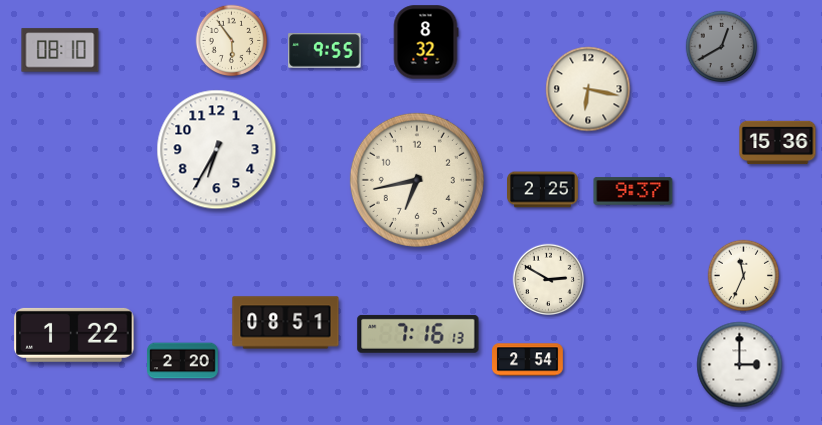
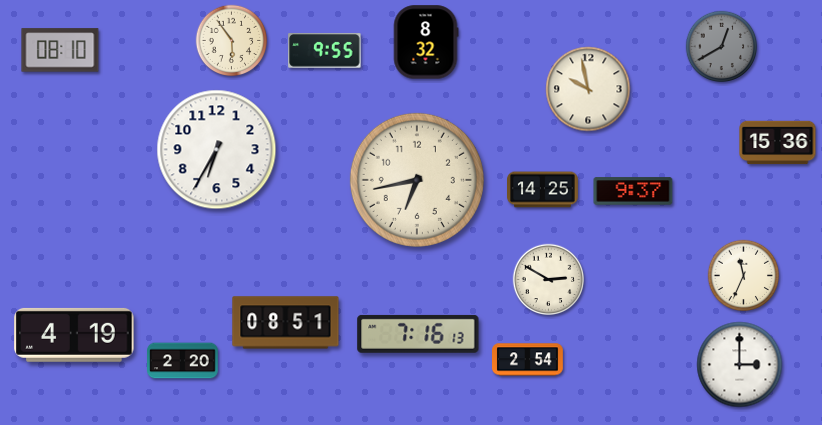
clock at (588, 89): 6:17 -> 9:58
clock at (543, 190): 2:25 -> 14:25
clock at (74, 335): 1:22 -> 4:19
